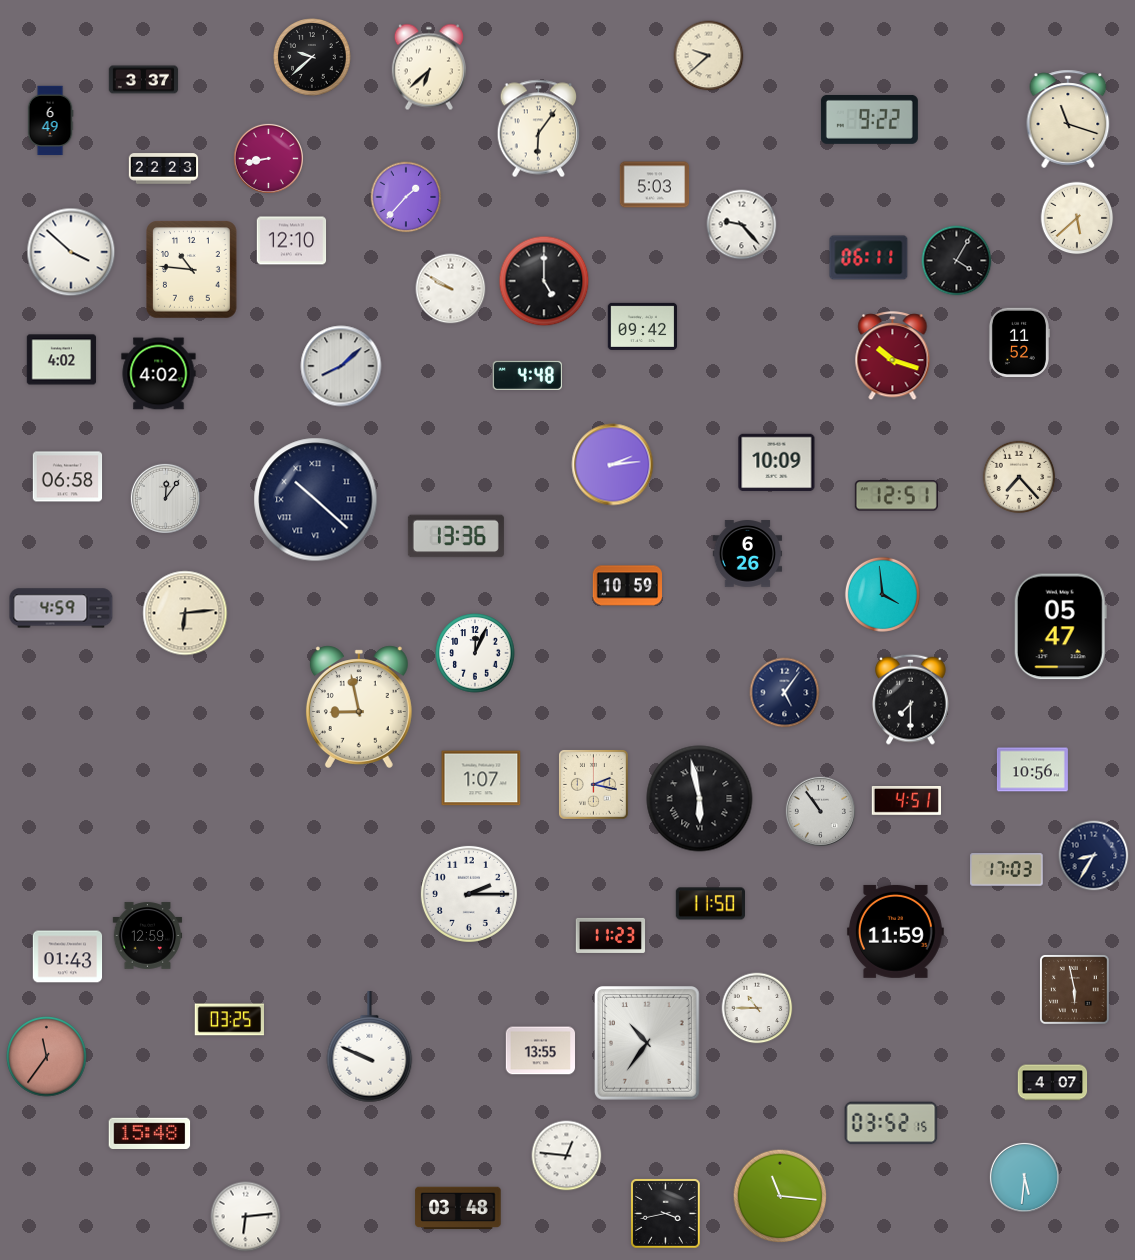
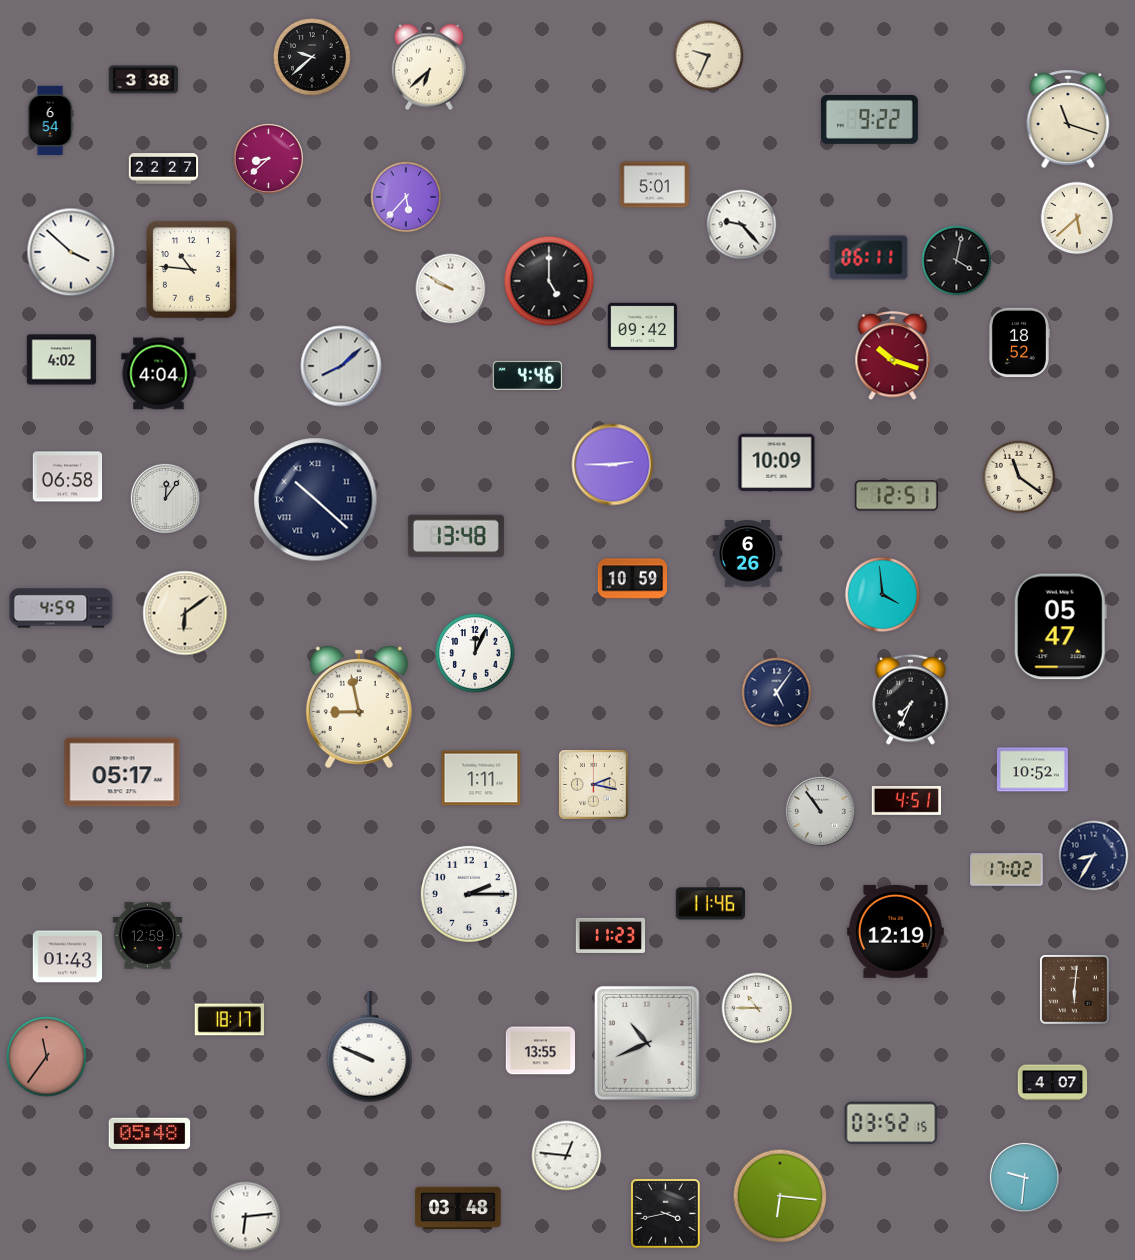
clock at (709, 56): 9:38 -> 9:34
clock at (144, 80): 3:37 -> 3:38
clock at (50, 121): 6:49 -> 6:54
clock at (539, 129): 6:06 -> none
clock at (268, 158): 8:43 -> 8:38
clock at (164, 169): 22:23 -> 22:27
clock at (655, 185): 5:03 -> 5:01
clock at (406, 197): 1:37 -> 5:37
clock at (292, 241): 12:10 -> none
clock at (957, 261): 4:05 -> 4:02
clock at (544, 281) position: (544, 281) -> (549, 281)
clock at (1019, 343): 11:52 -> 18:52
clock at (159, 374): 4:02 -> 4:04
clock at (527, 375): 4:48 -> 4:46
clock at (613, 465): 2:14 -> 2:45
clock at (1019, 477): 7:23 -> 11:21
clock at (456, 536): 13:36 -> 13:48
clock at (627, 586) position: (627, 586) -> (632, 579)
clock at (185, 613): 6:14 -> 6:09
clock at (785, 693) position: (785, 693) -> (777, 693)
clock at (911, 699): 7:30 -> 7:34
clock at (1032, 770): 10:56 -> 10:52
clock at (122, 772): none -> 05:17
clock at (481, 778): 1:07 -> 1:11
clock at (700, 799): 5:58 -> none
clock at (1007, 870): 17:03 -> 17:02
clock at (710, 904): 11:50 -> 11:46
clock at (895, 931): 11:59 -> 12:19
clock at (1075, 990): 5:58 -> 6:01
clock at (229, 1020): 03:25 -> 18:17
clock at (648, 1044): 10:36 -> 10:41
clock at (150, 1133): 15:48 -> 05:48
clock at (1024, 1177): 5:31 -> 9:31
clock at (780, 1196): 11:16 -> 6:16
